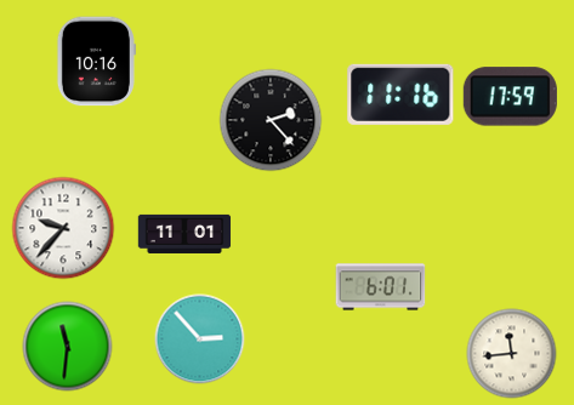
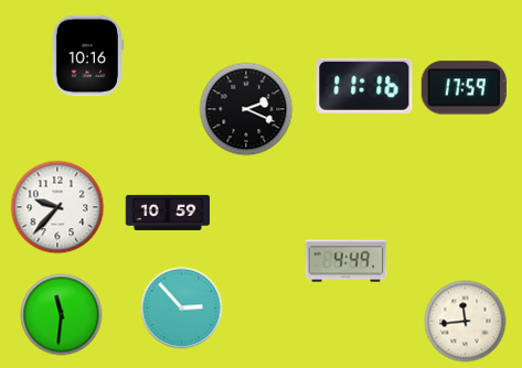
clock at (271, 120): 2:23 -> 2:19
clock at (184, 234): 11:01 -> 10:59
clock at (381, 287): 6:01 -> 4:49
